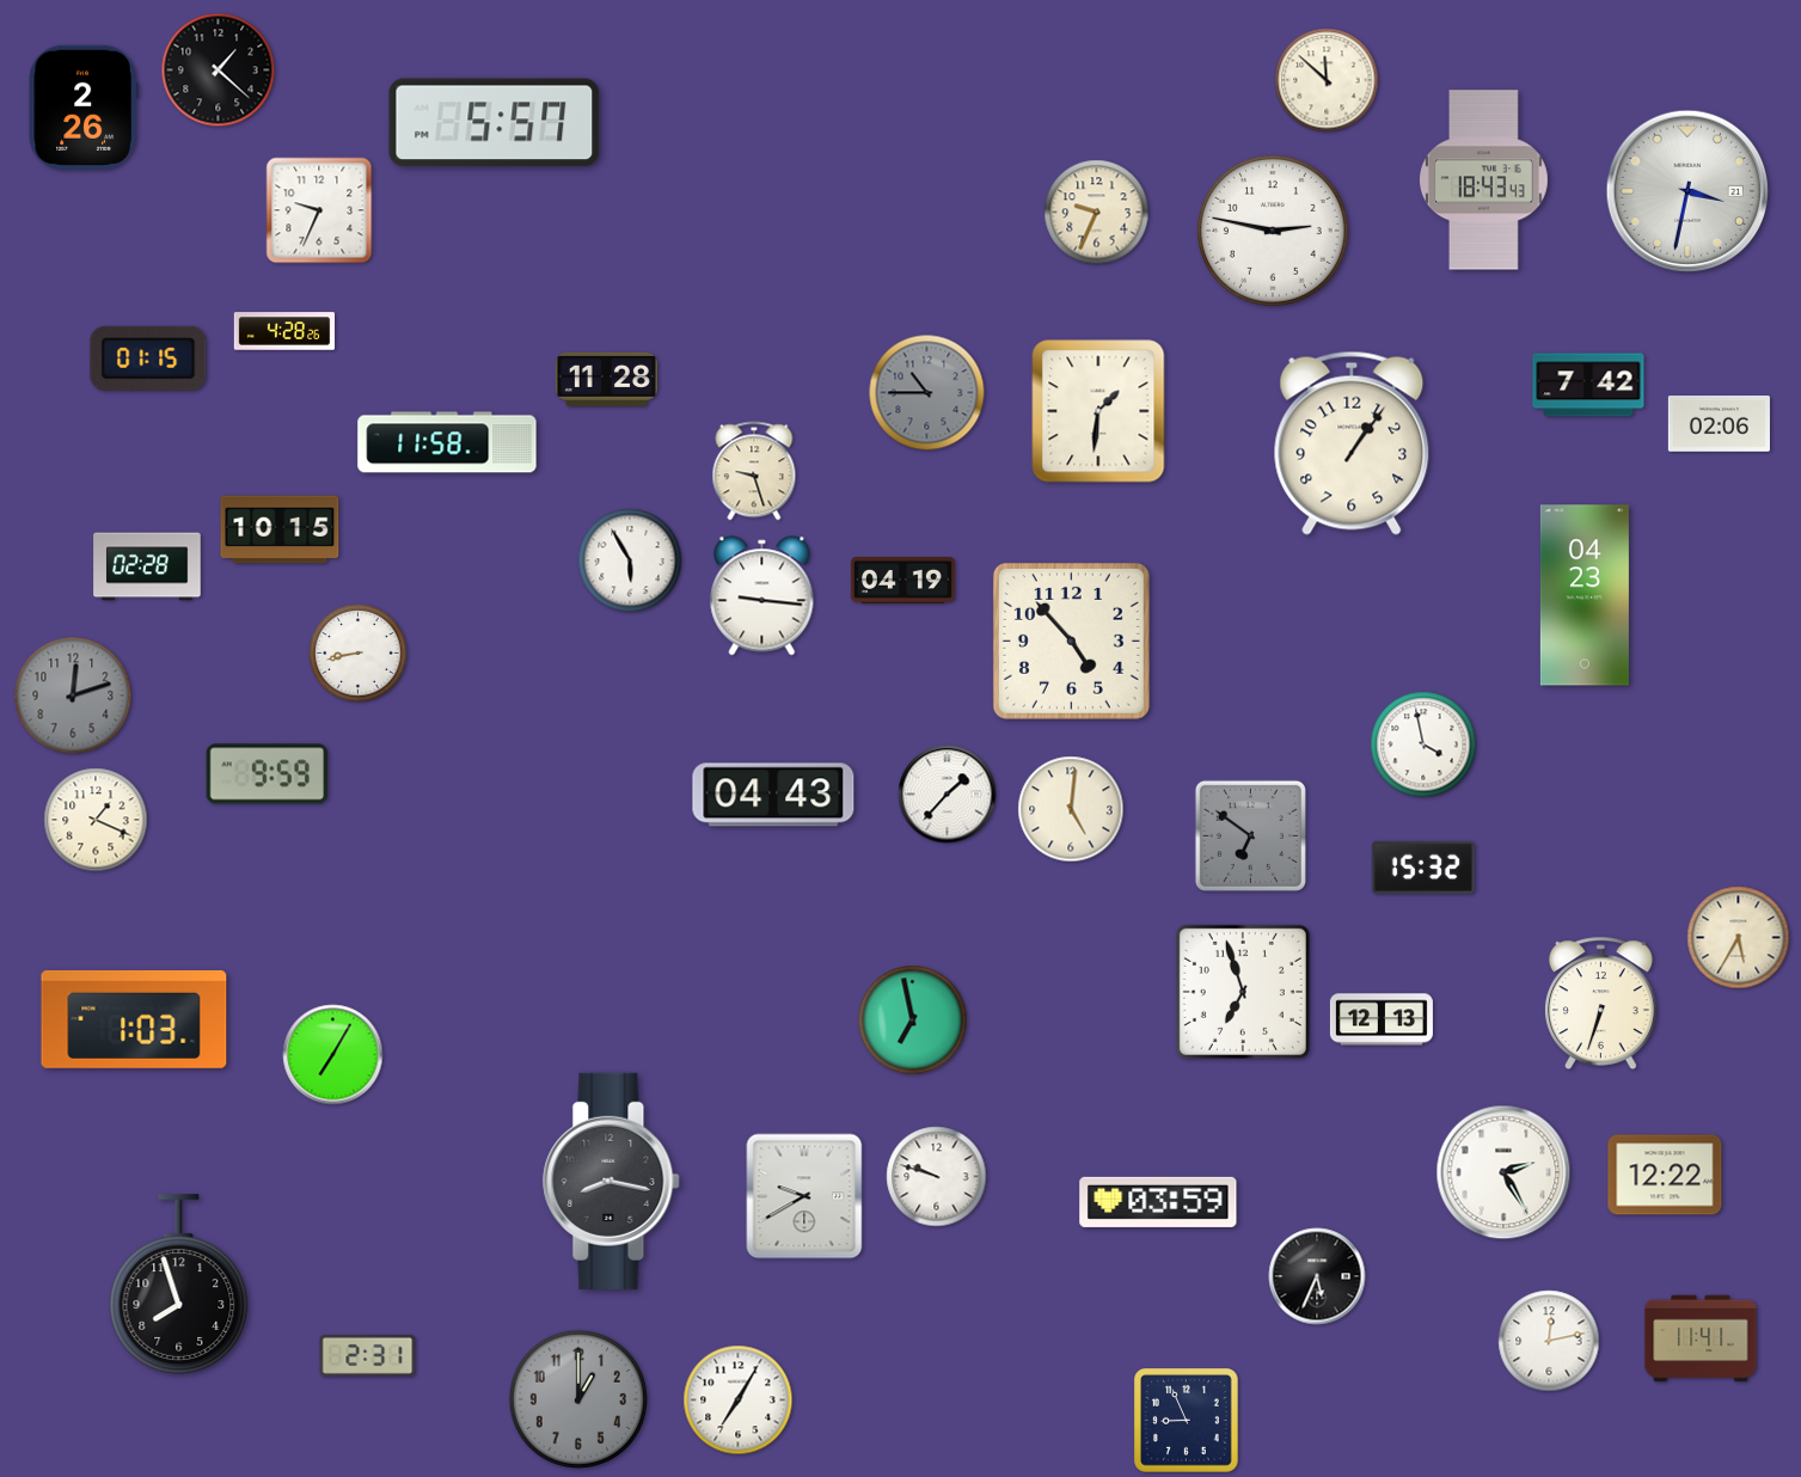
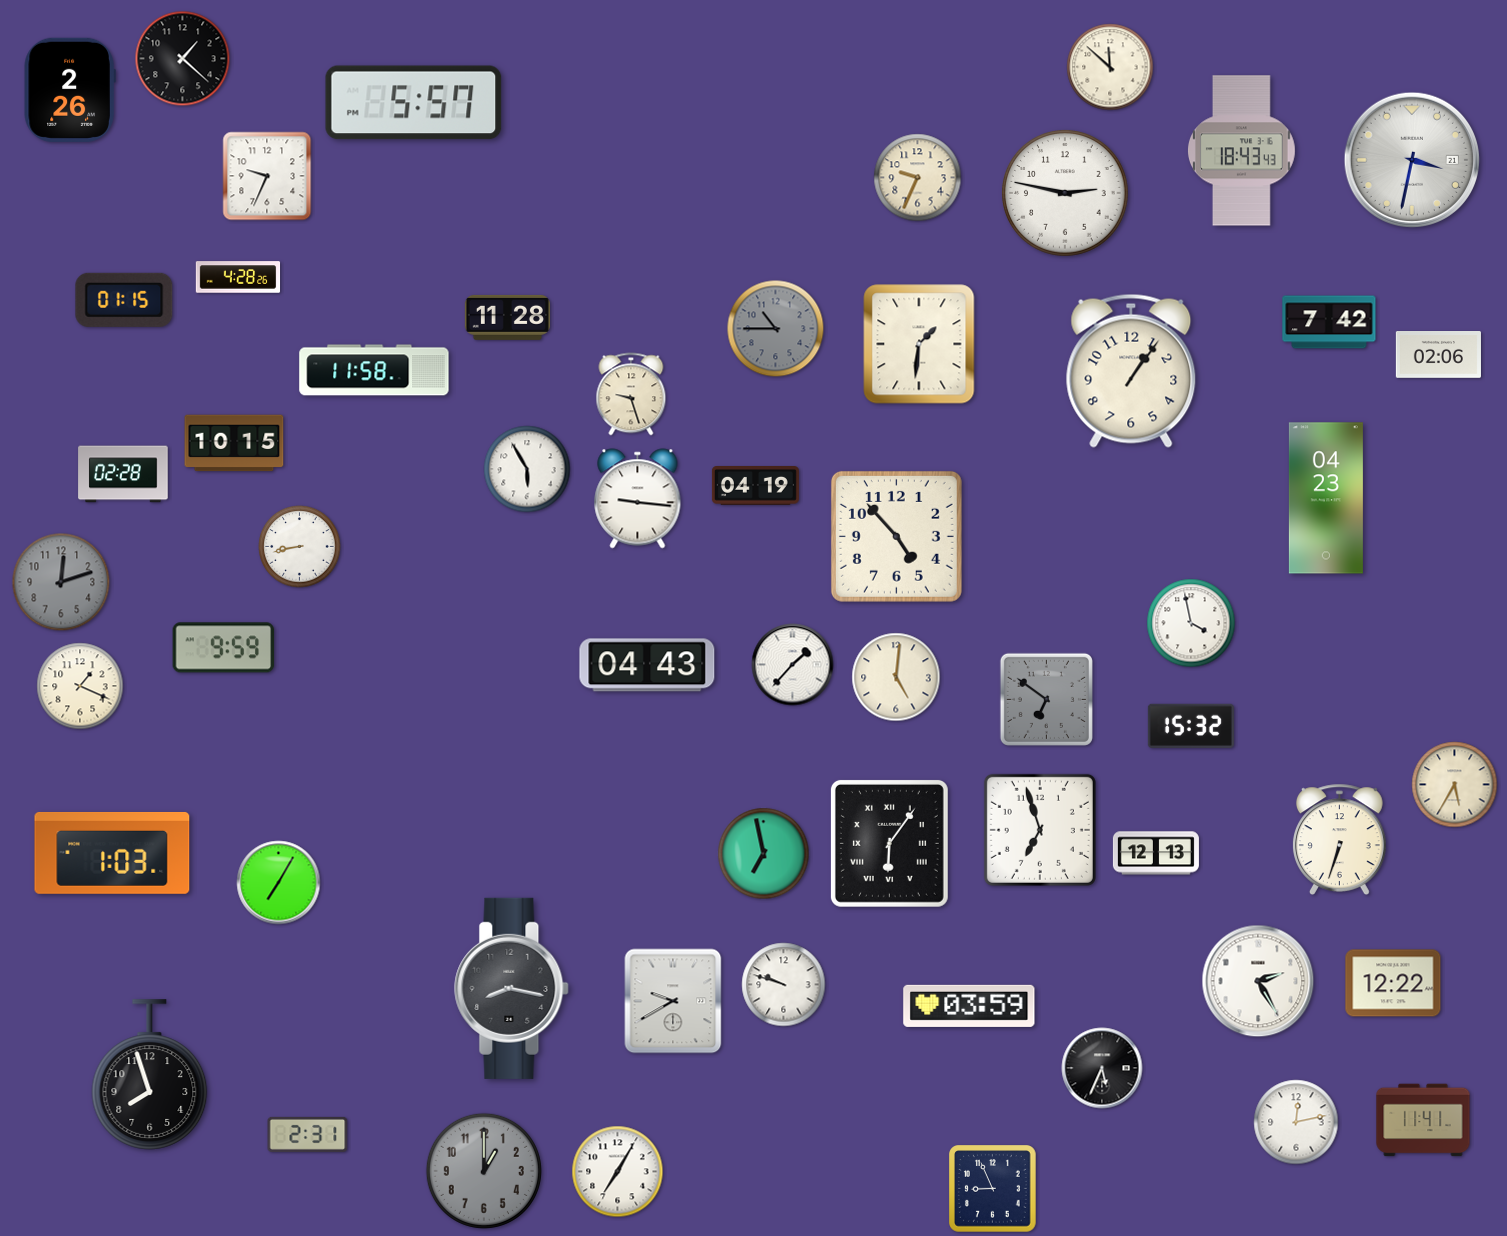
clock at (889, 843): none -> 6:06
